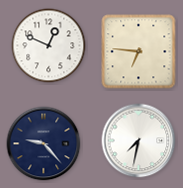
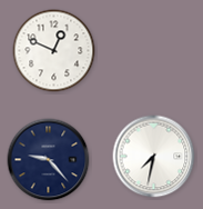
clock at (139, 52): 6:46 -> none
